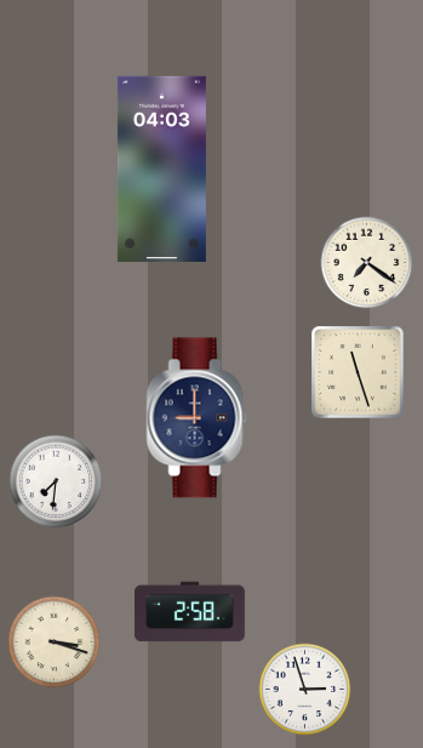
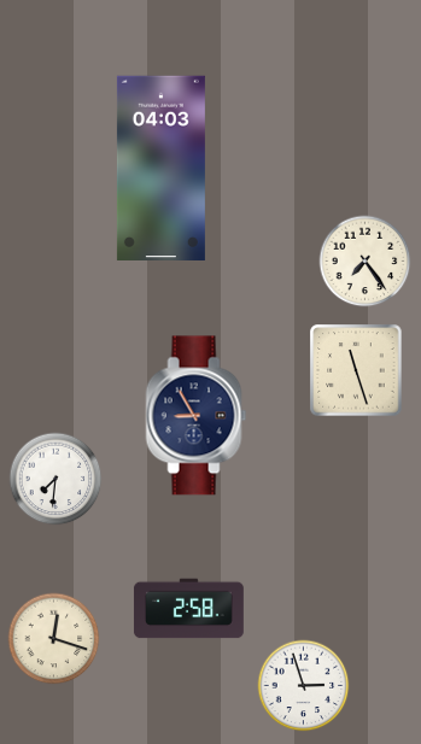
clock at (367, 263): 7:21 -> 7:24
clock at (198, 418): 9:00 -> 8:55
clock at (55, 643): 3:18 -> 12:18
